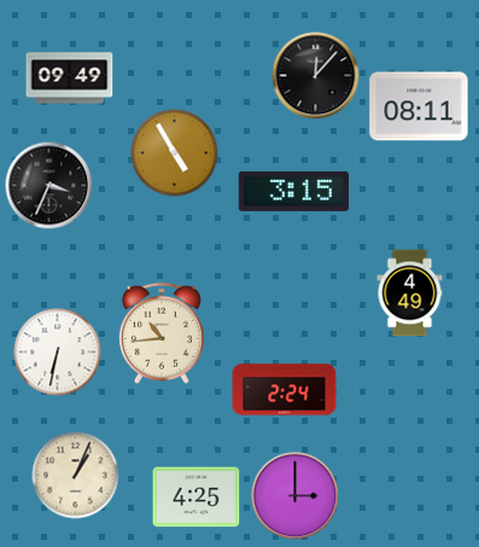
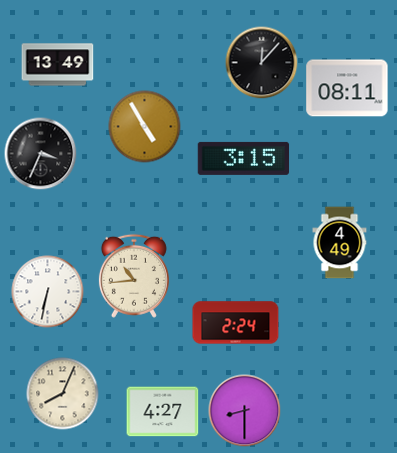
clock at (70, 78): 09:49 -> 13:49
clock at (76, 476): 1:04 -> 8:04
clock at (296, 496): 3:00 -> 8:30
clock at (197, 497): 4:25 -> 4:27
